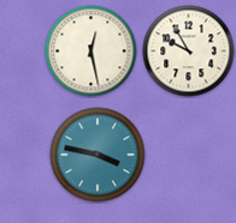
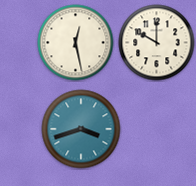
clock at (189, 52): 9:55 -> 10:00
clock at (98, 155): 3:47 -> 3:42
